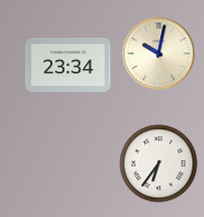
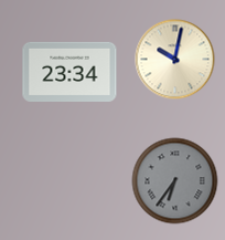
clock at (68, 65) position: (68, 65) -> (69, 72)
clock at (159, 164) dial: white -> grey
